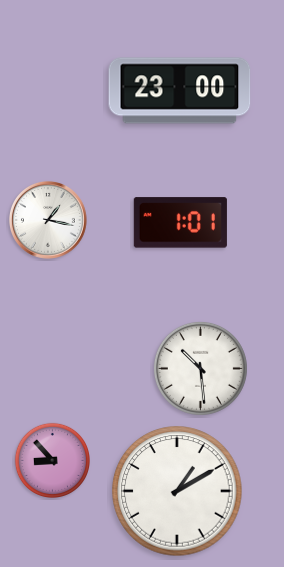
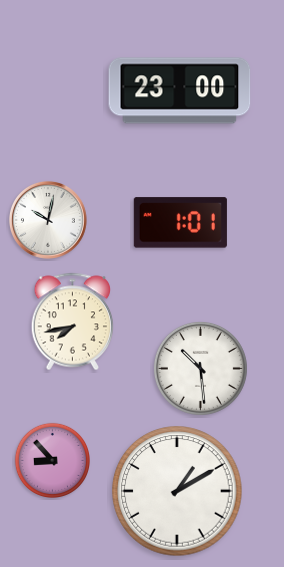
clock at (48, 220): 1:17 -> 10:02
clock at (72, 322): none -> 7:43
